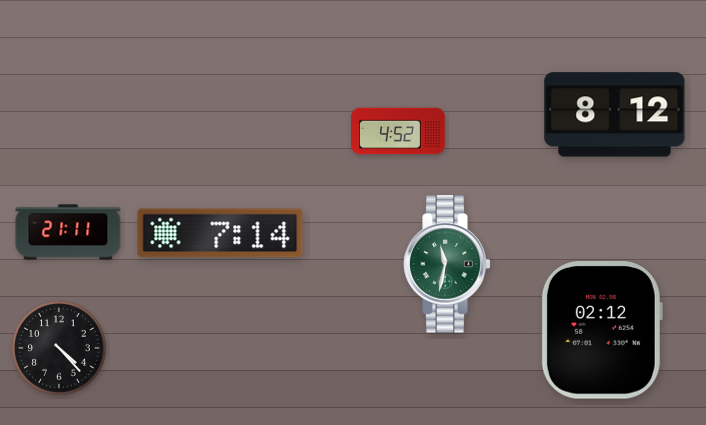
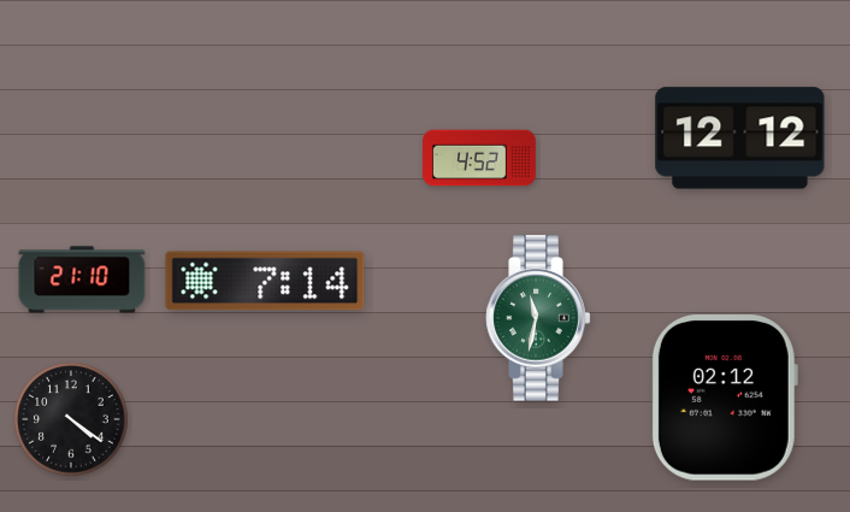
clock at (615, 115): 8:12 -> 12:12
clock at (68, 232): 21:11 -> 21:10
clock at (59, 348): 4:23 -> 4:21
